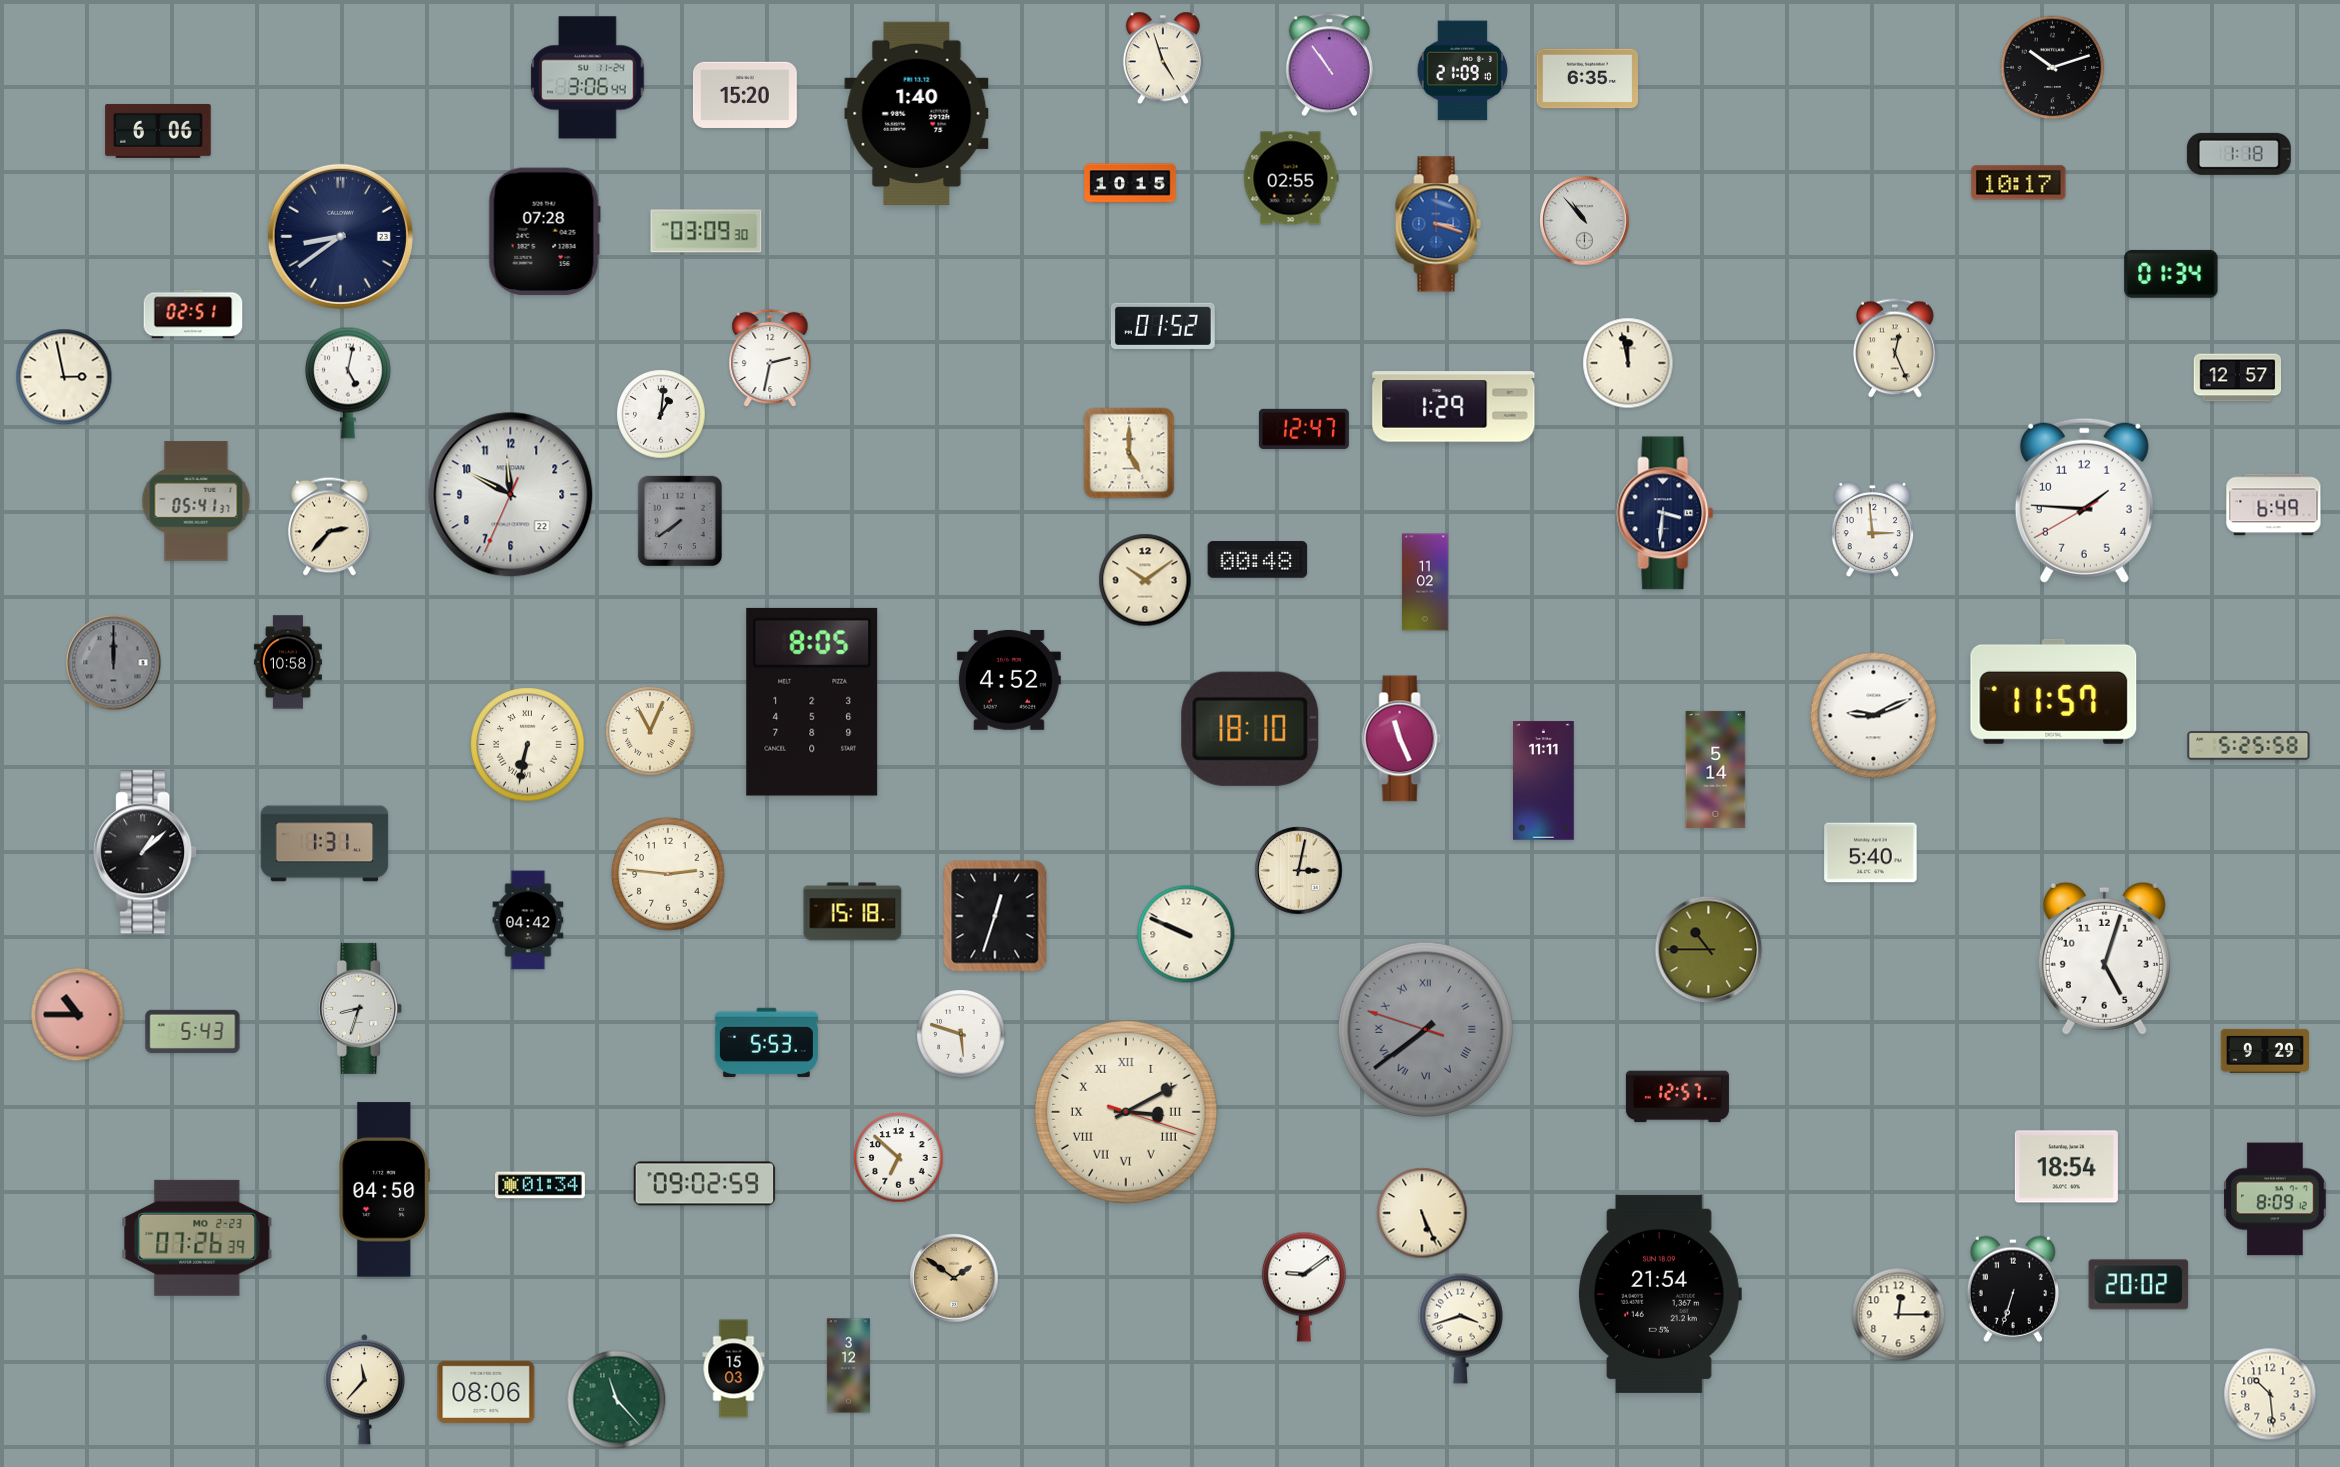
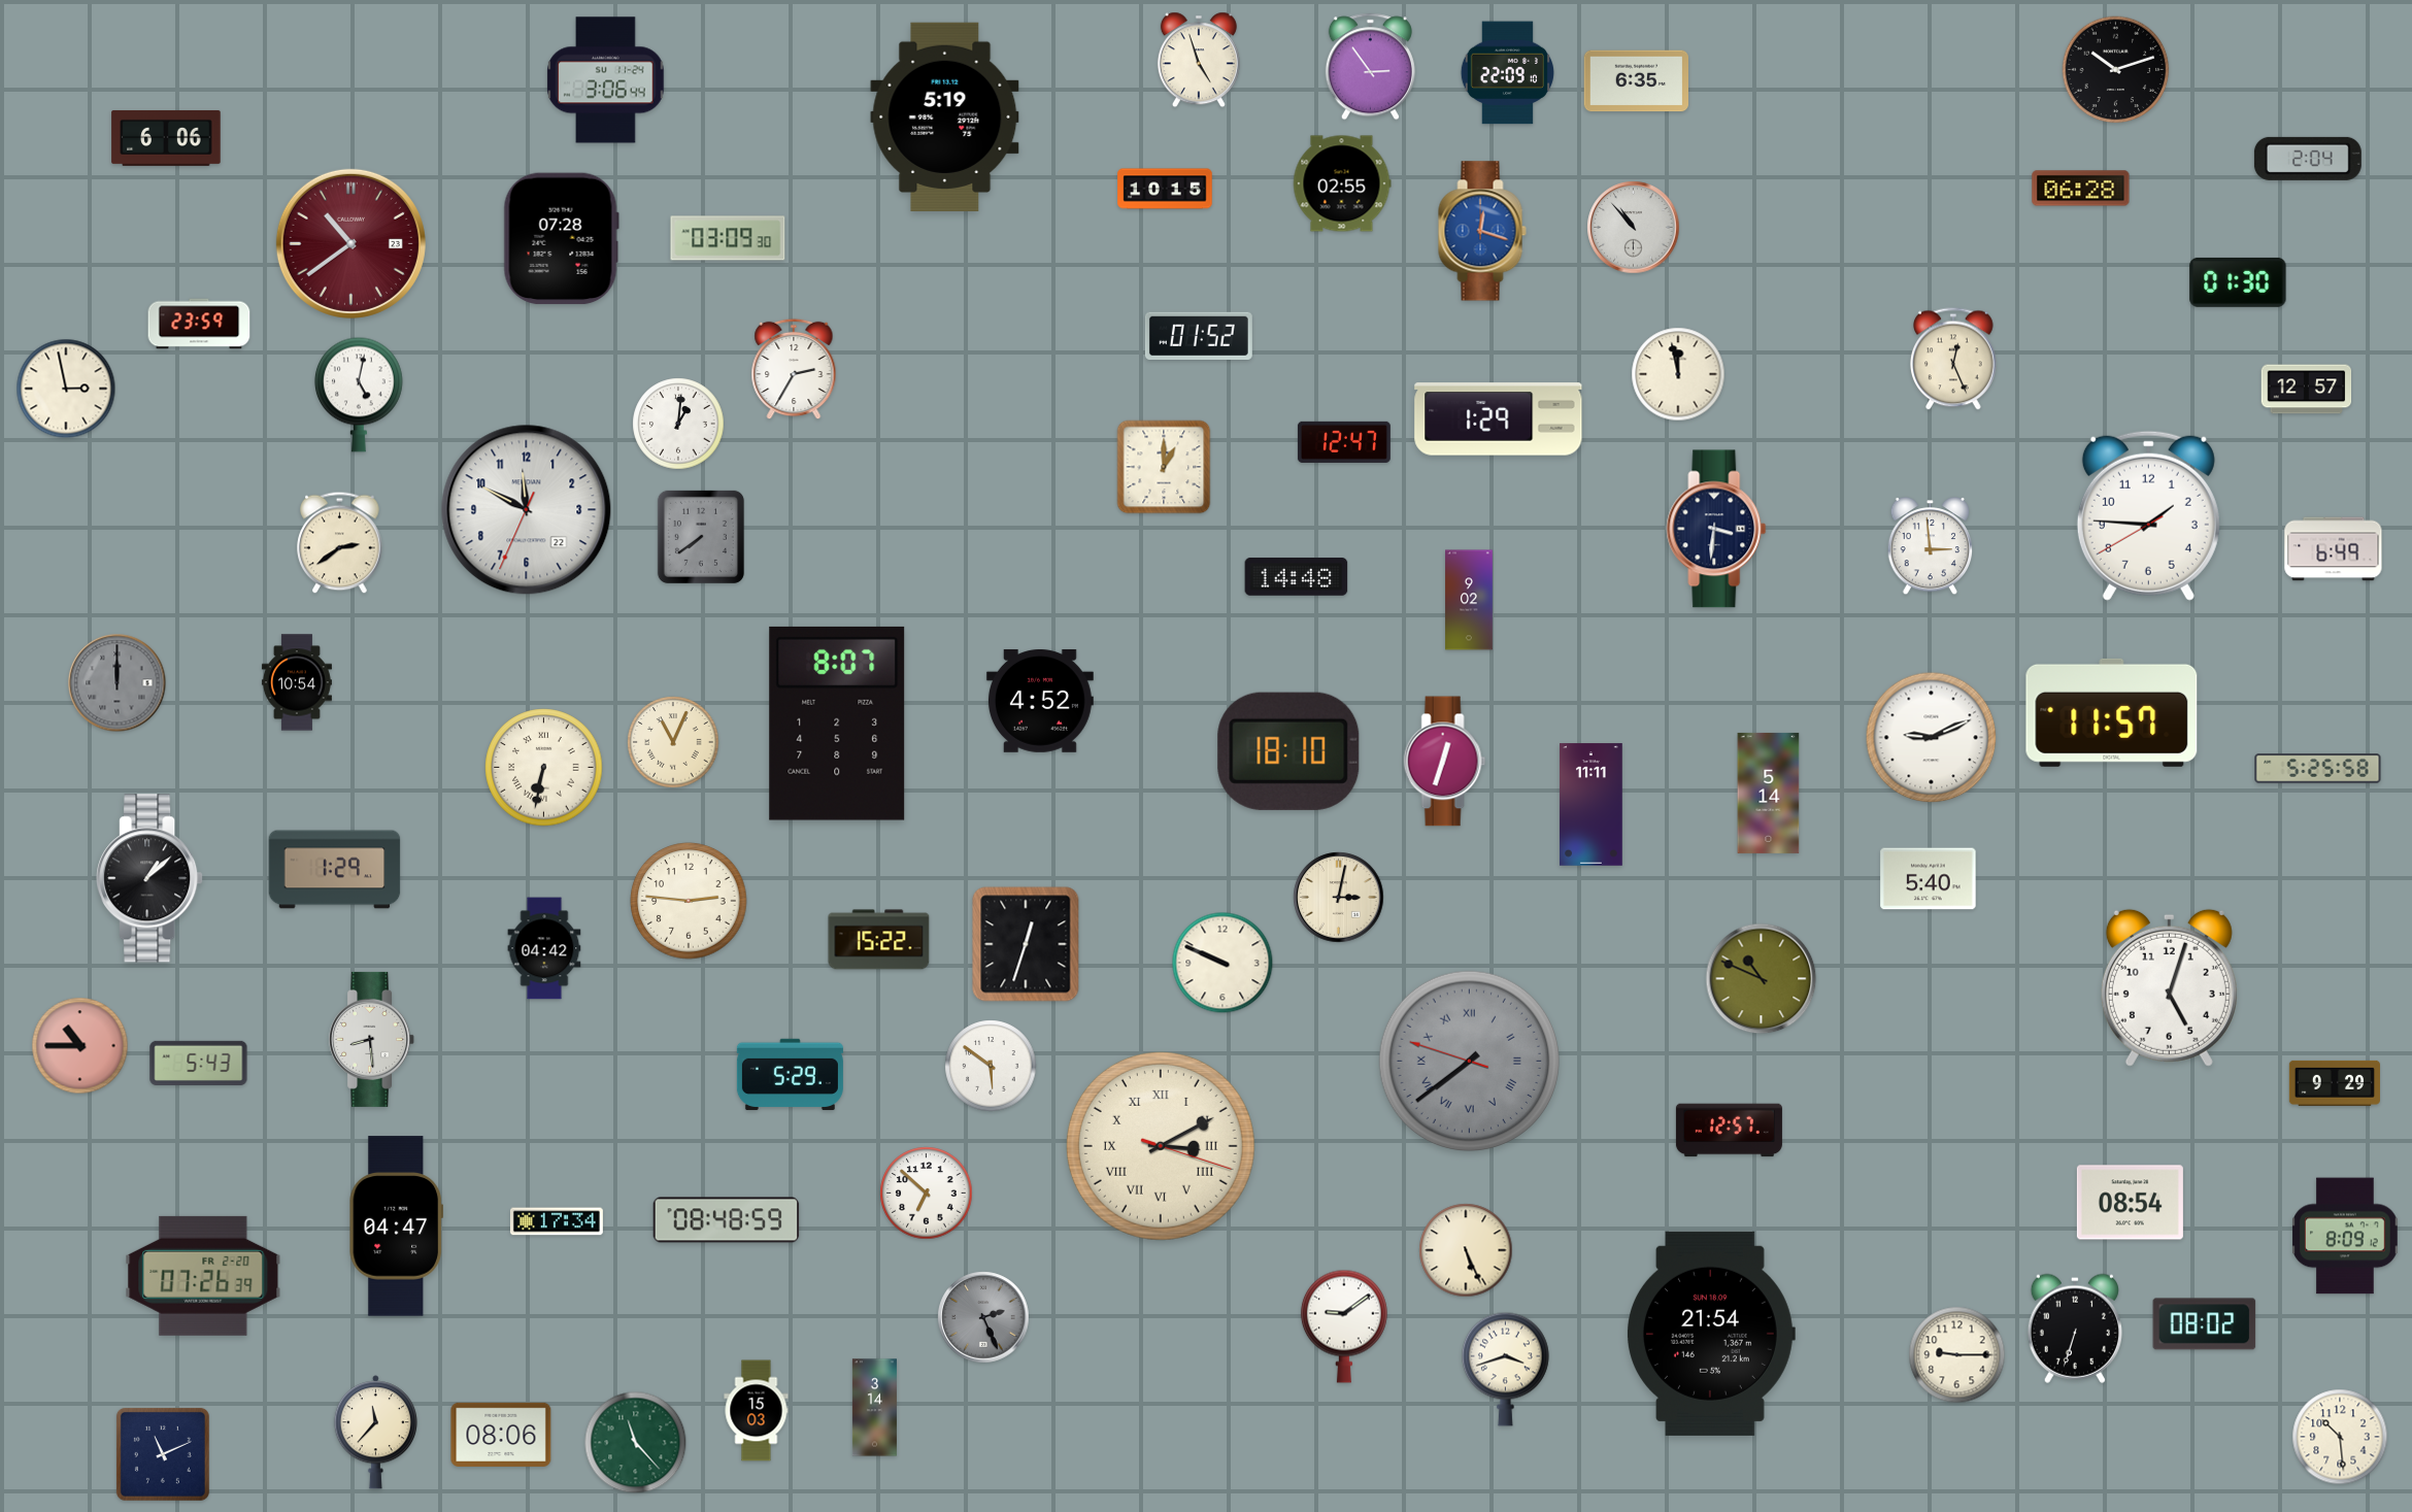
clock at (1329, 65): 10:54 -> 2:54
clock at (1462, 71): 21:09 -> 22:09
clock at (745, 95): 15:20 -> none
clock at (917, 113): 1:40 -> 5:19
clock at (158, 131) position: (158, 131) -> (166, 138)
clock at (2239, 154): 1:18 -> 2:04
clock at (1291, 178) position: (1291, 178) -> (1342, 183)
clock at (2019, 183): 10:17 -> 06:28
clock at (1438, 224): 3:18 -> 12:18
clock at (340, 236): 8:39 -> 10:39
clock at (340, 236) dial: navy -> burgundy
clock at (2171, 274): 01:34 -> 01:30
clock at (193, 314): 02:51 -> 23:59
clock at (770, 358): 2:32 -> 2:35
clock at (661, 414) position: (661, 414) -> (678, 424)
clock at (1129, 453): 5:00 -> 1:00
clock at (196, 501): 05:41 -> none
clock at (2274, 505) position: (2274, 505) -> (2334, 549)
clock at (330, 527): 2:37 -> 2:39
clock at (1258, 560): 00:48 -> 14:48
clock at (1145, 580): 10:09 -> none
clock at (1425, 582): 11:02 -> 9:02
clock at (288, 662): 10:58 -> 10:54
clock at (2054, 691) position: (2054, 691) -> (2112, 712)
clock at (812, 702): 8:05 -> 8:07
clock at (650, 731) position: (650, 731) -> (673, 742)
clock at (1402, 739): 11:26 -> 12:33
clock at (325, 844): 1:31 -> 1:29
clock at (853, 912): 15:18 -> 15:22
clock at (1709, 950): 10:45 -> 10:49
clock at (361, 1008): 8:33 -> 8:29
clock at (961, 1034): 5:48 -> 5:51
clock at (766, 1042): 5:53 -> 5:29
clock at (2066, 1167): 18:54 -> 08:54
clock at (705, 1184): 09:02 -> 08:48
clock at (540, 1185): 01:34 -> 17:34
clock at (384, 1190): 04:50 -> 04:47
clock at (197, 1238) date: MO 2-23 -> FR 2-20
clock at (954, 1278): 1:51 -> 2:26
clock at (954, 1278) dial: champagne -> grey
clock at (2139, 1285): 20:02 -> 08:02
clock at (1899, 1315): 12:15 -> 9:15
clock at (848, 1366): 3:12 -> 3:14
clock at (163, 1454): none -> 11:11
